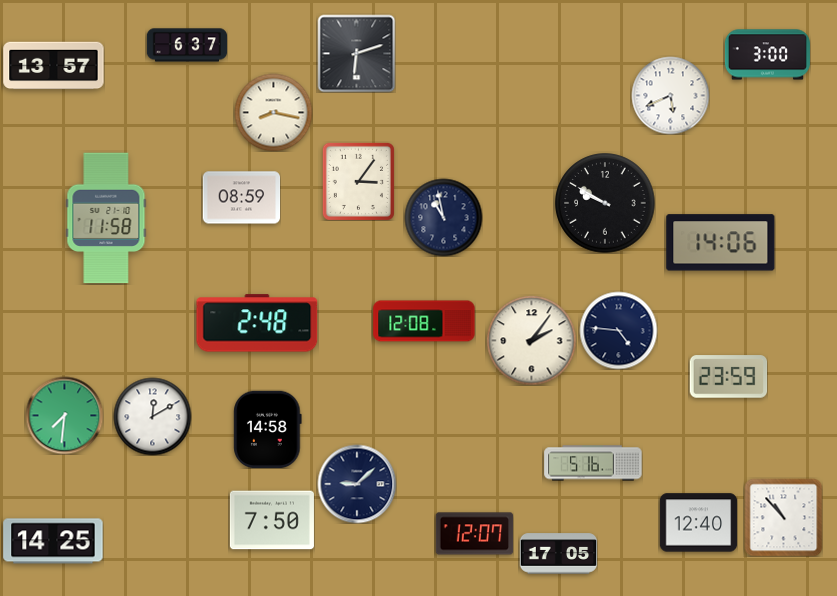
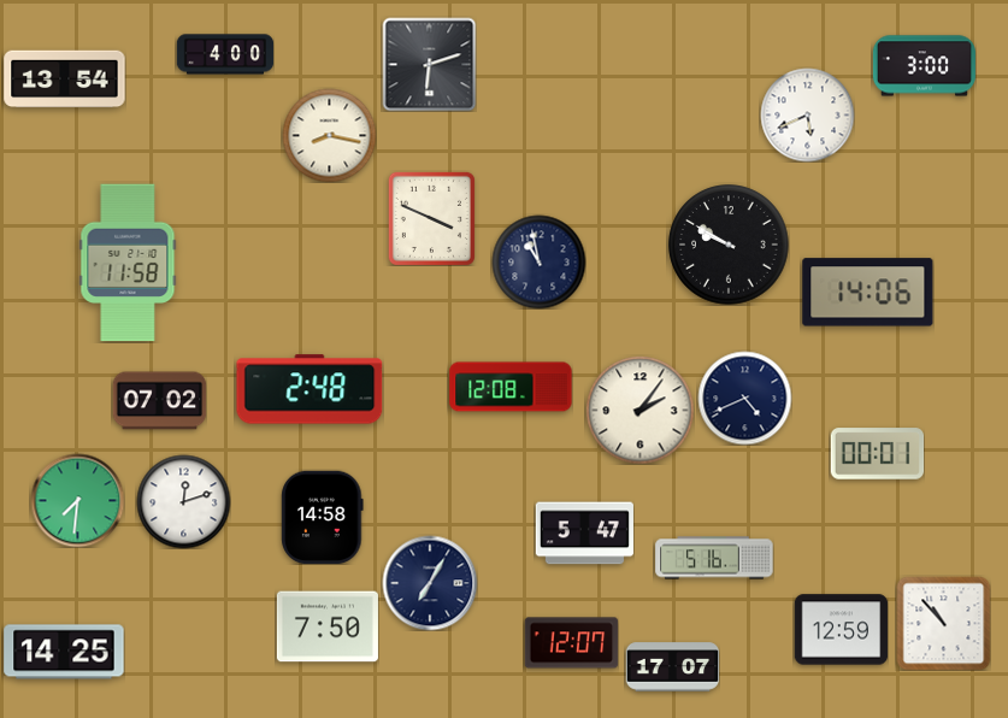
clock at (187, 45): 6:37 -> 4:00
clock at (54, 66): 13:57 -> 13:54
clock at (358, 181): 3:06 -> 3:49
clock at (241, 198): 08:59 -> none
clock at (443, 217) position: (443, 217) -> (538, 261)
clock at (618, 330): 4:46 -> 4:41
clock at (159, 401): none -> 07:02
clock at (728, 377): 23:59 -> 00:01
clock at (152, 416): 12:10 -> 12:12
clock at (584, 534): none -> 5:47
clock at (357, 484): 9:08 -> 7:05
clock at (698, 523): 12:40 -> 12:59
clock at (558, 554): 17:05 -> 17:07
